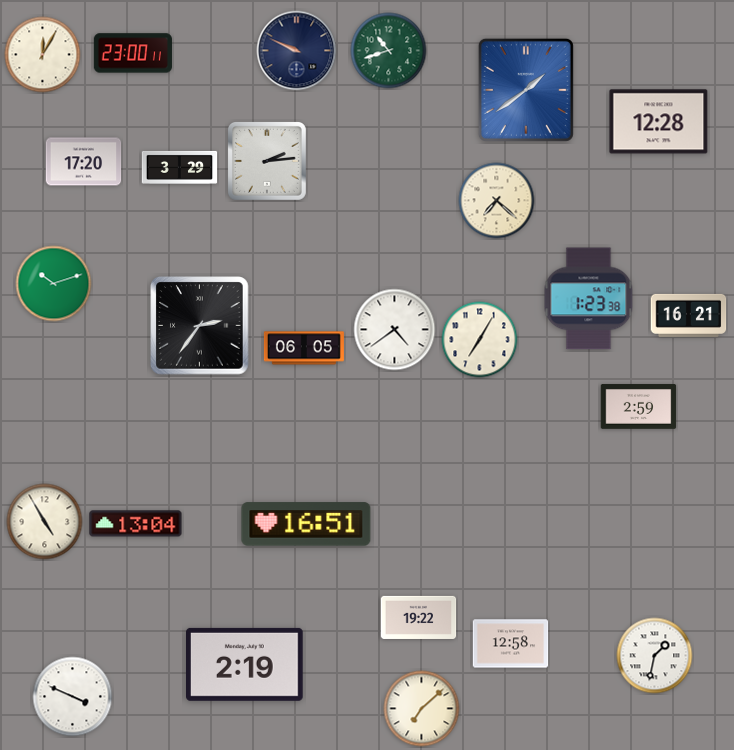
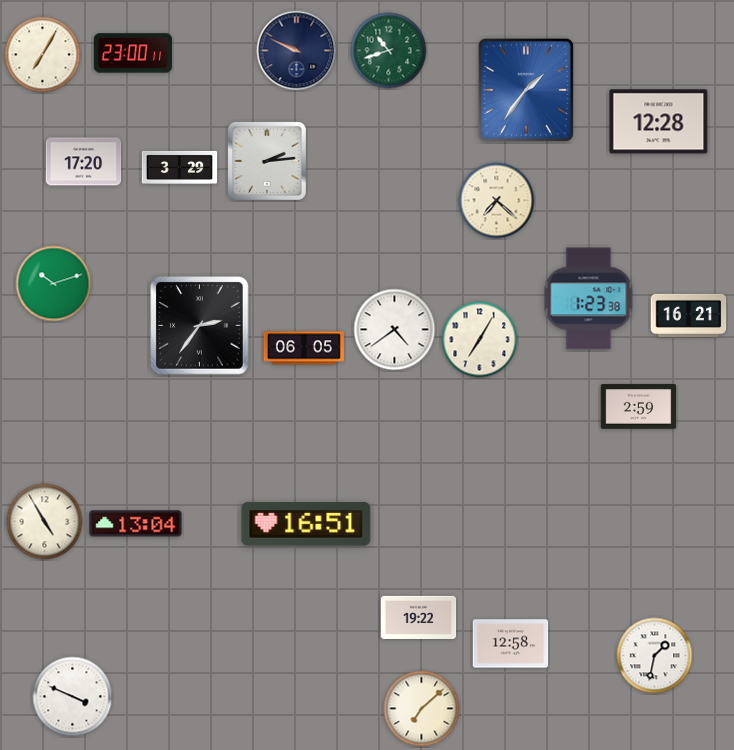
clock at (43, 55): 12:05 -> 7:05
clock at (526, 90): 1:39 -> 1:36
clock at (245, 664): 2:19 -> none
